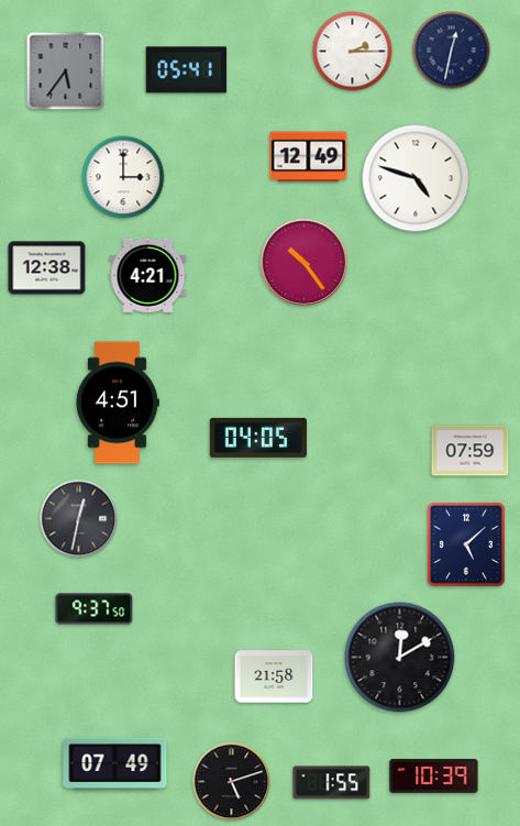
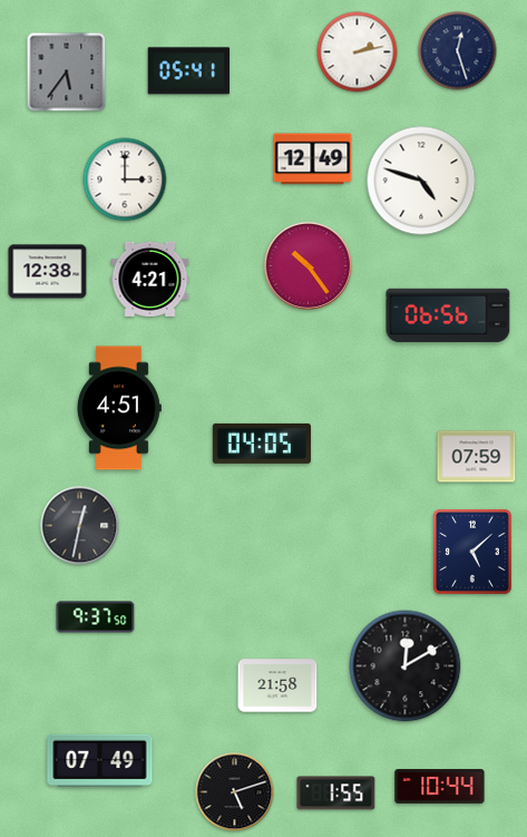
clock at (452, 51): 12:32 -> 12:27
clock at (353, 52): 2:15 -> 2:13
clock at (448, 315): none -> 06:56
clock at (115, 763) position: (115, 763) -> (100, 760)
clock at (434, 777): 10:39 -> 10:44
